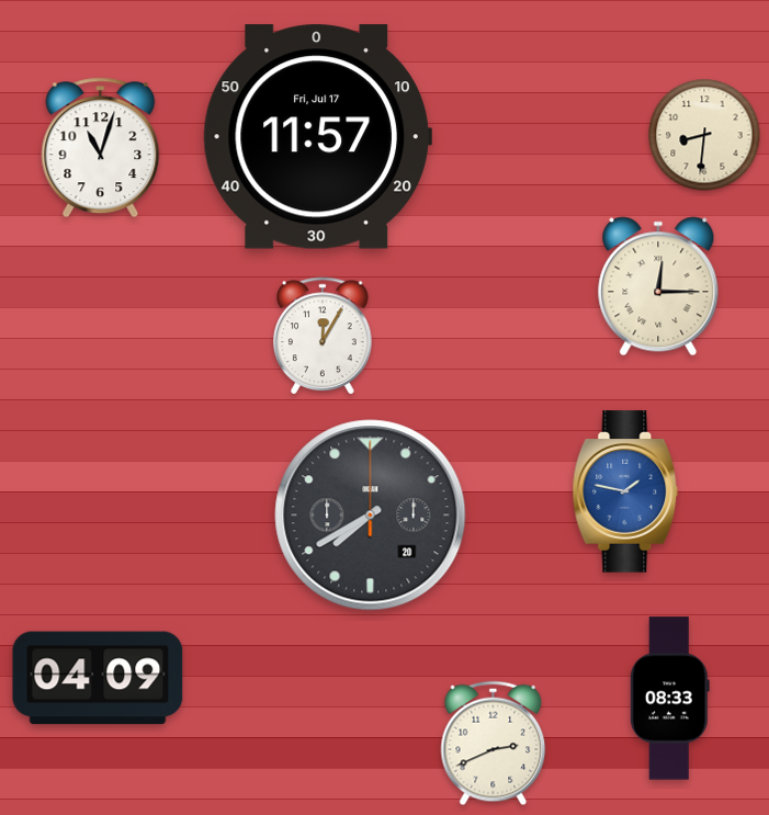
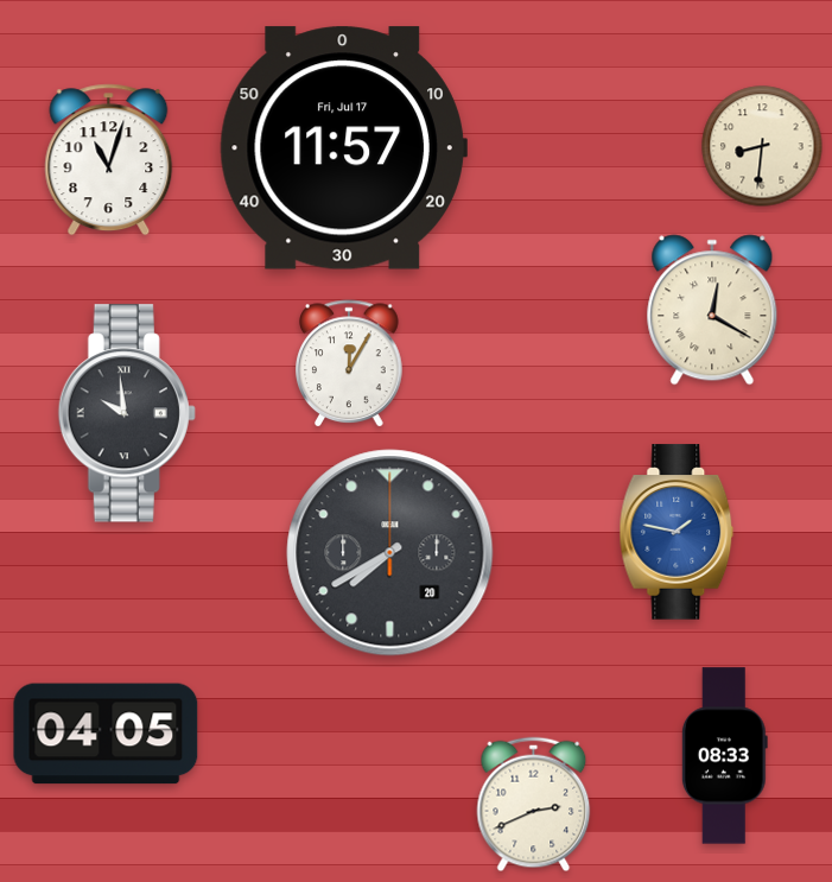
clock at (658, 286): 12:15 -> 12:20
clock at (127, 413): none -> 9:59
clock at (371, 516) position: (371, 516) -> (390, 553)
clock at (98, 678): 04:09 -> 04:05
